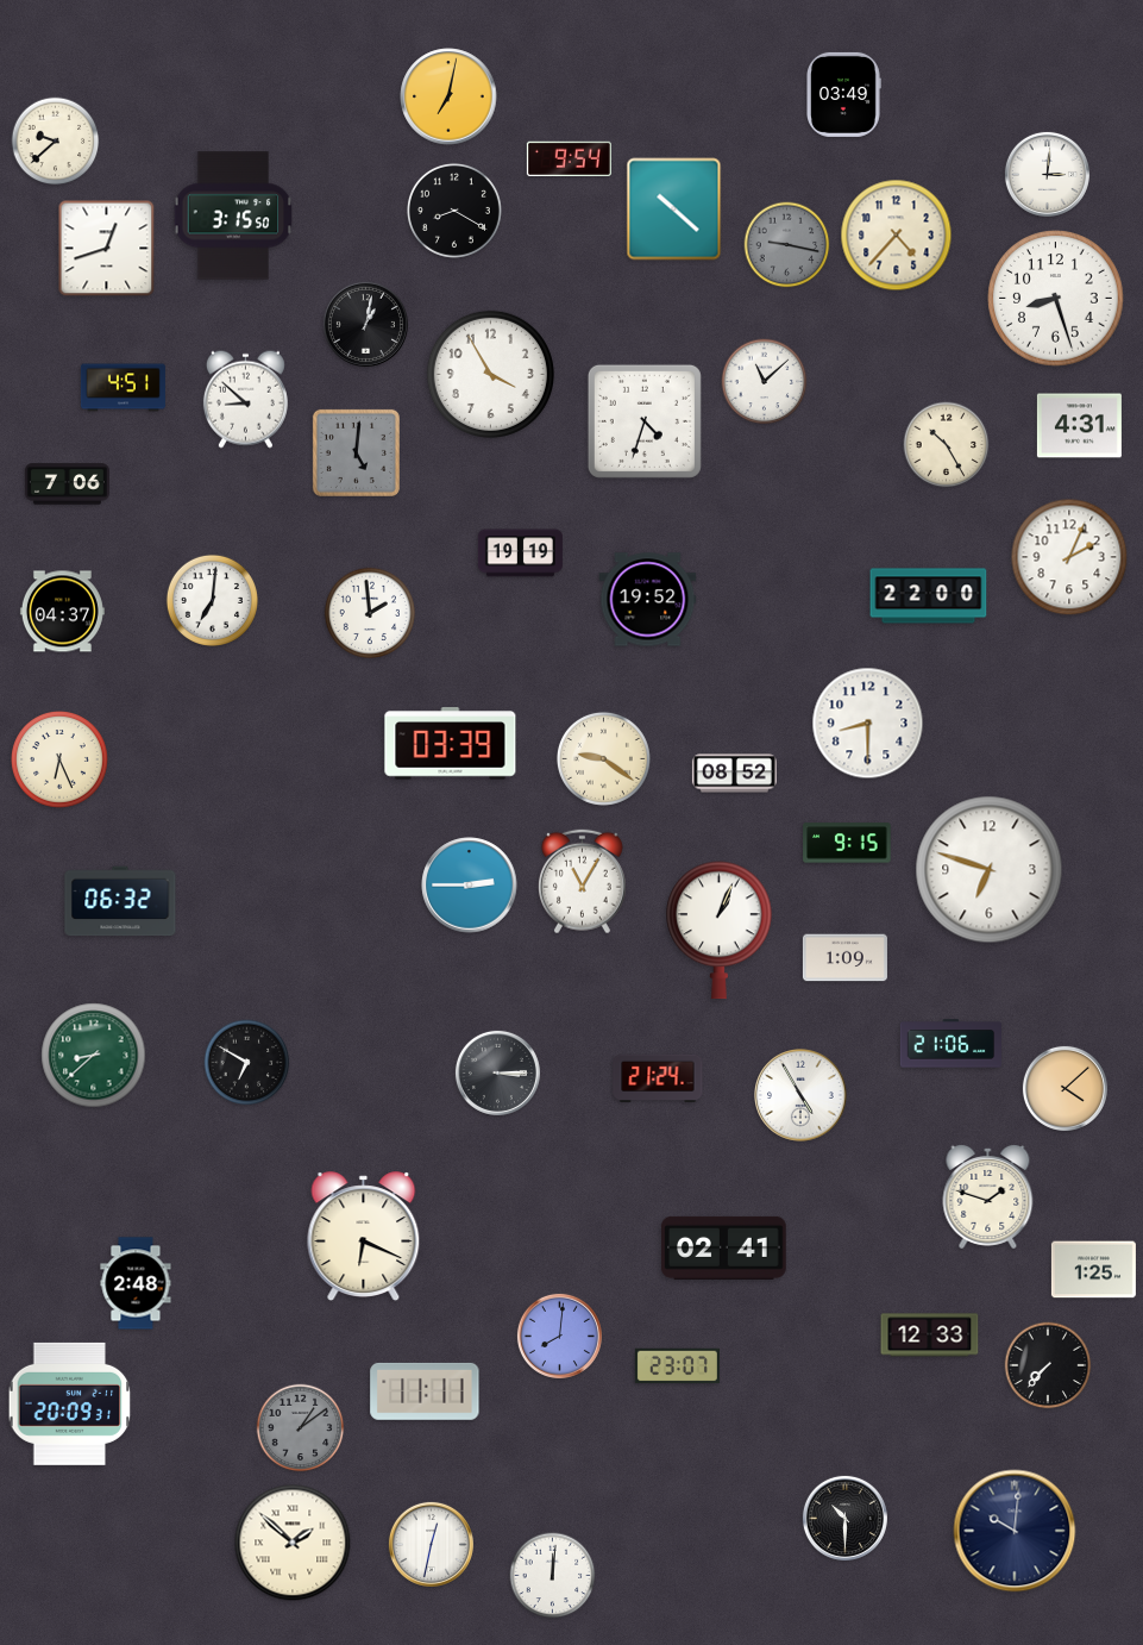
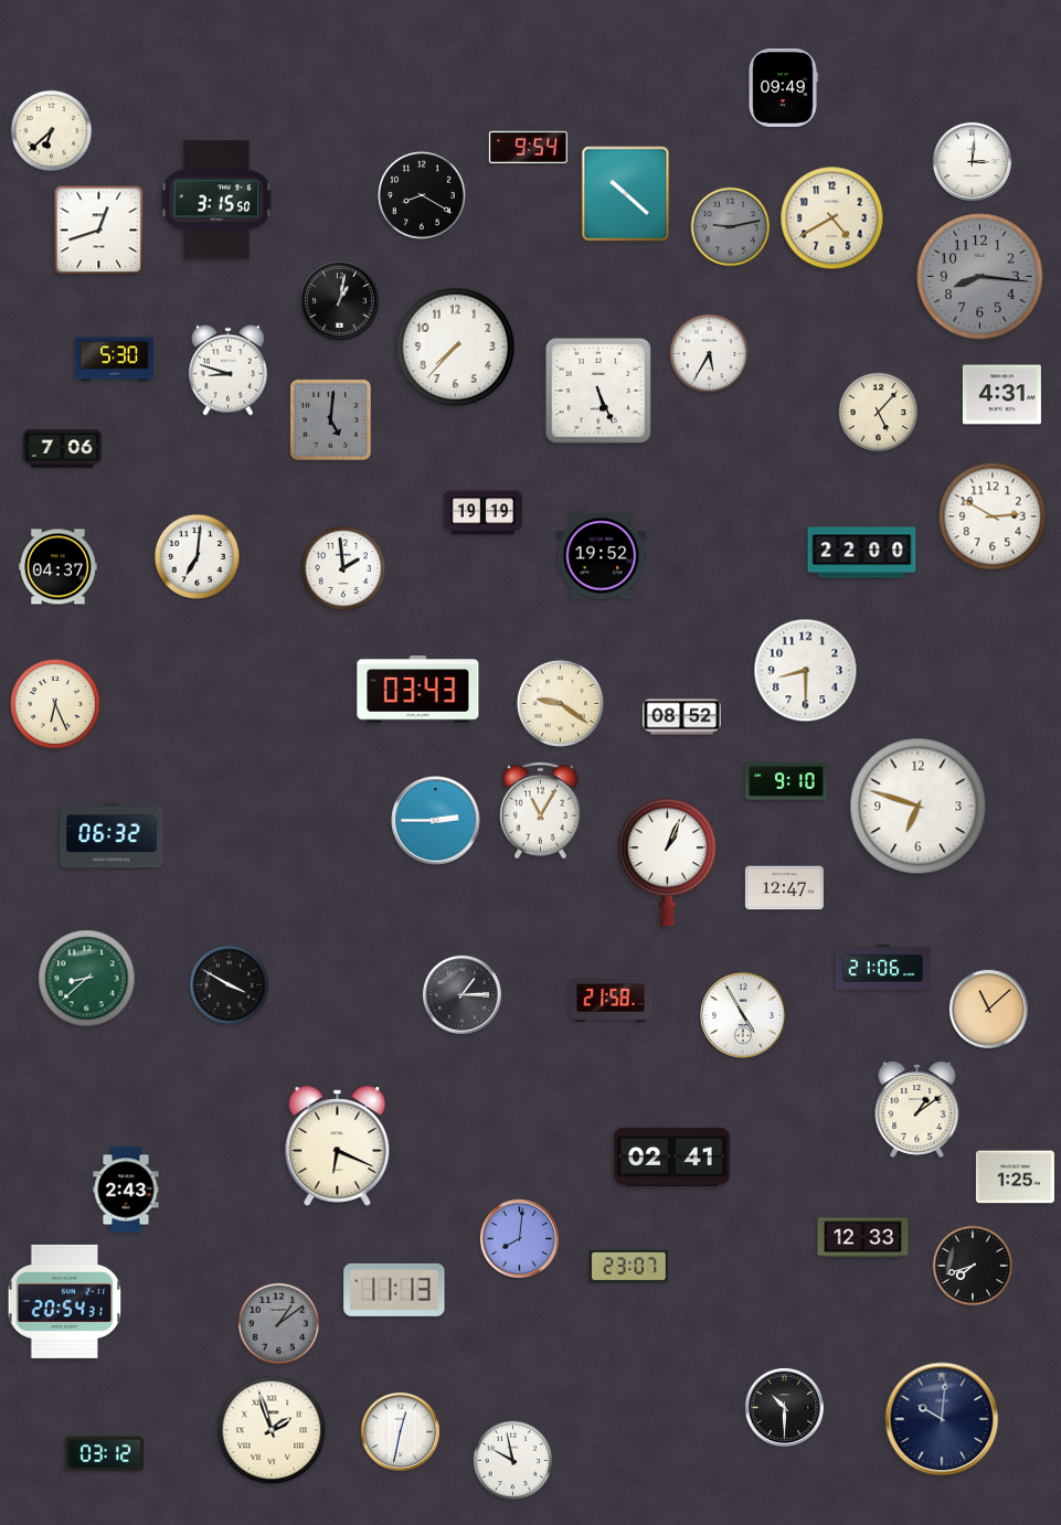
clock at (844, 94): 03:49 -> 09:49
clock at (448, 96): 7:02 -> none
clock at (56, 142): 9:38 -> 6:38
clock at (897, 236): 4:37 -> 4:40
clock at (787, 245): 9:17 -> 9:13
clock at (1056, 299): 8:27 -> 8:16
clock at (1056, 299) dial: white -> grey
clock at (490, 374): 3:55 -> 7:37
clock at (765, 382): 11:08 -> 5:35
clock at (123, 388): 4:51 -> 5:30
clock at (245, 399): 8:52 -> 8:48
clock at (645, 421): 4:33 -> 5:26
clock at (947, 445): 10:25 -> 5:07
clock at (1069, 557): 2:04 -> 2:50
clock at (451, 744): 03:39 -> 03:43
clock at (847, 843): 9:15 -> 9:10
clock at (582, 882) position: (582, 882) -> (540, 811)
clock at (844, 958): 1:09 -> 12:47
clock at (247, 1063): 6:50 -> 3:50
clock at (497, 1072): 3:15 -> 1:15
clock at (658, 1077): 21:24 -> 21:58
clock at (1065, 1088): 4:08 -> 11:08
clock at (988, 1196): 1:48 -> 1:09
clock at (136, 1283): 2:48 -> 2:43
clock at (1048, 1365): 7:37 -> 7:42
clock at (425, 1391): 11:11 -> 11:13
clock at (70, 1403): 20:09 -> 20:54
clock at (293, 1543): 1:52 -> 1:57
clock at (104, 1454): none -> 03:12
clock at (553, 1576): 12:01 -> 9:58
